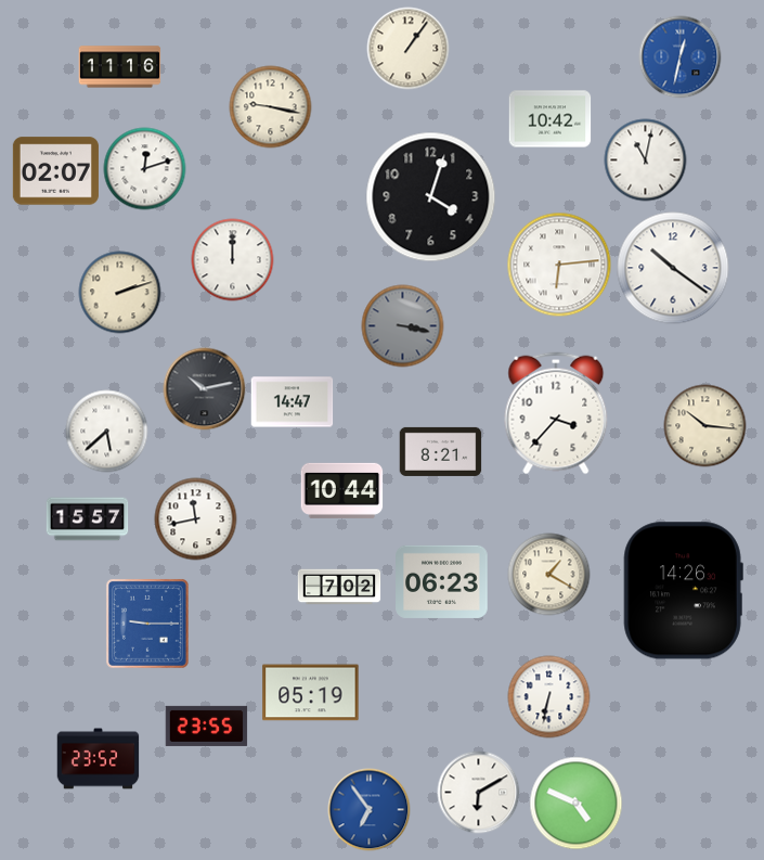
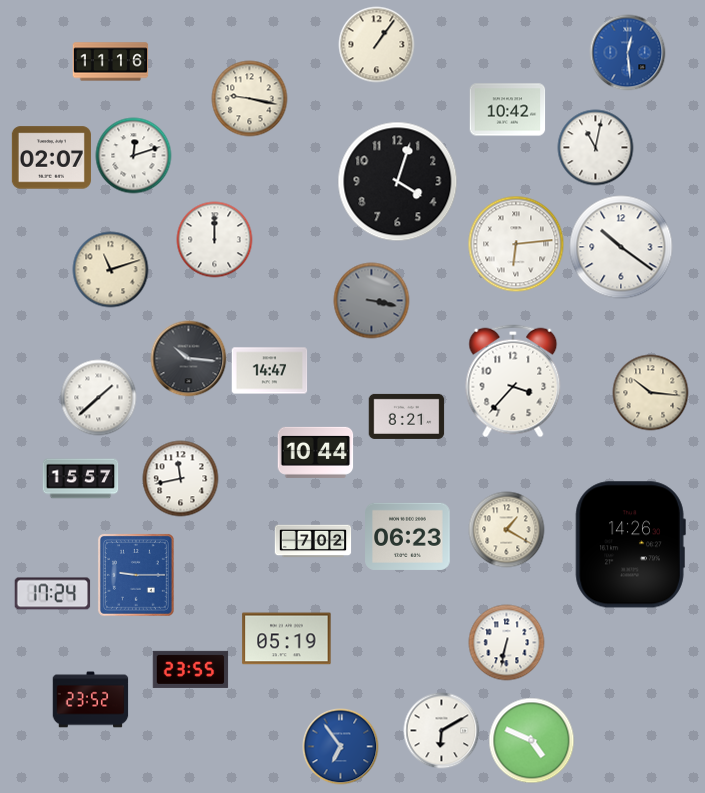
clock at (681, 57): 12:32 -> 12:29
clock at (120, 293): 2:12 -> 11:12
clock at (205, 389): 10:13 -> 10:16
clock at (107, 432): 5:38 -> 1:38
clock at (53, 594): none -> 17:24
